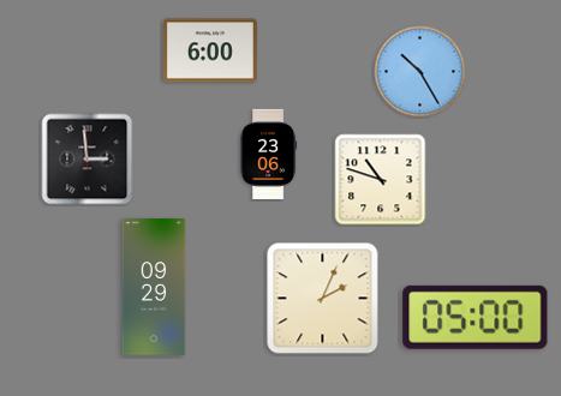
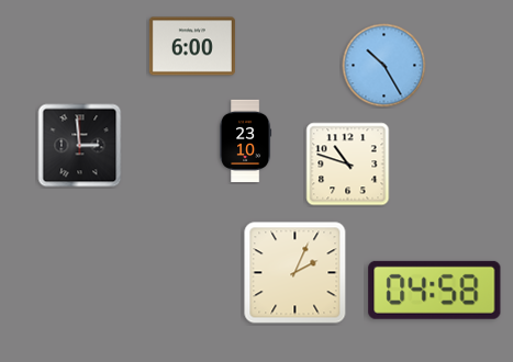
clock at (269, 155): 23:06 -> 23:10
clock at (154, 287): 09:29 -> none
clock at (476, 317): 05:00 -> 04:58
